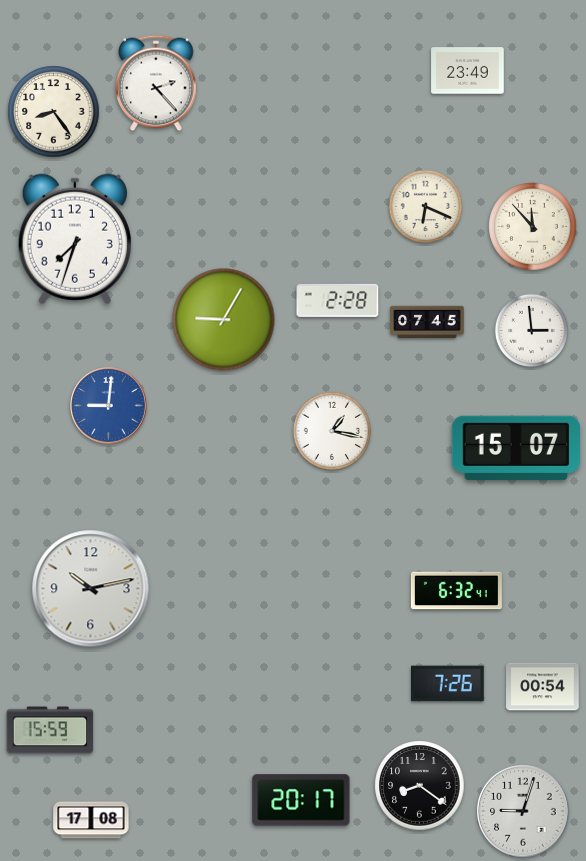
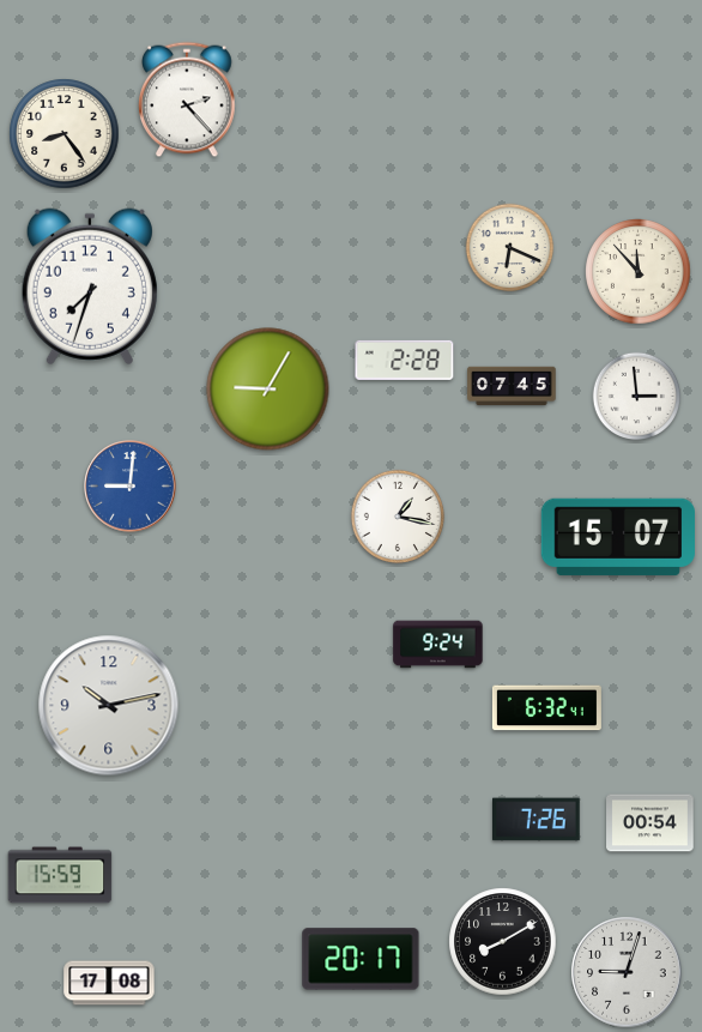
clock at (468, 71): 23:49 -> none
clock at (224, 320) position: (224, 320) -> (268, 390)
clock at (438, 645): none -> 9:24
clock at (420, 786): 8:21 -> 8:10
